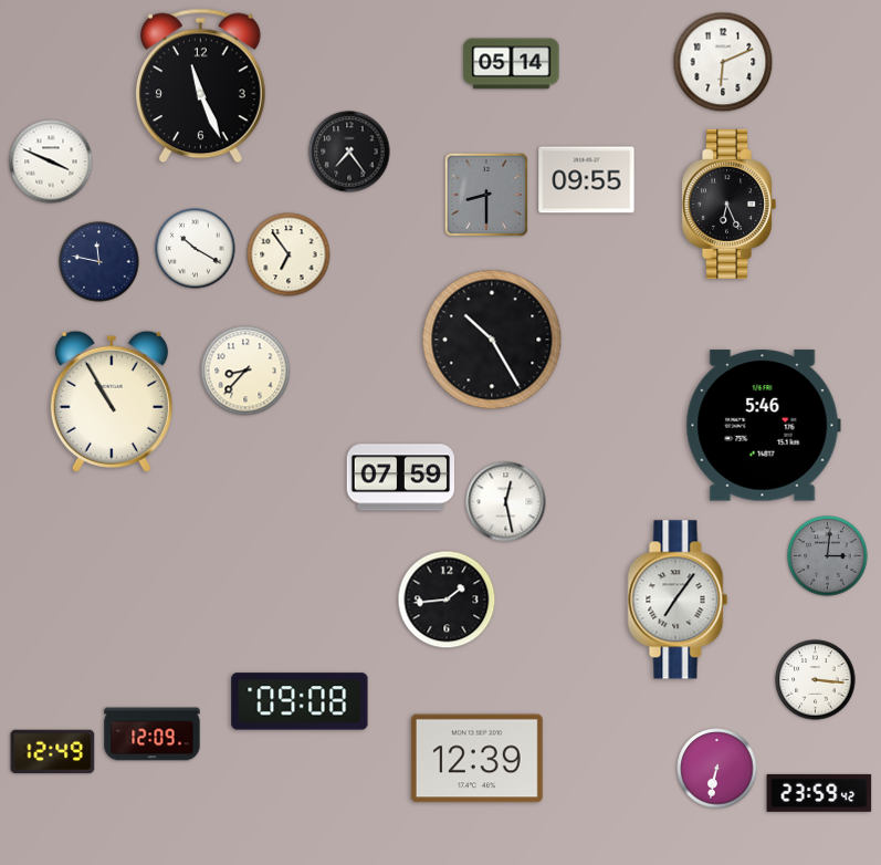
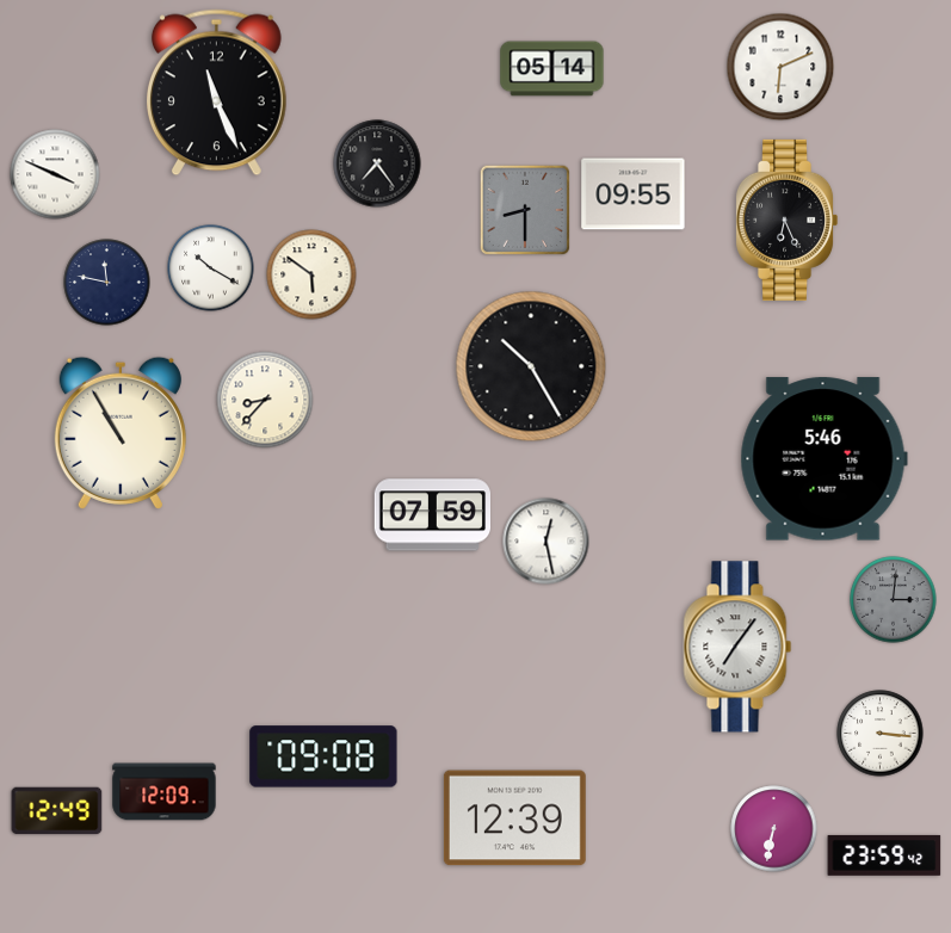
clock at (289, 254): 6:54 -> 5:51
clock at (447, 600): 1:44 -> none
clock at (678, 600) position: (678, 600) -> (737, 647)
